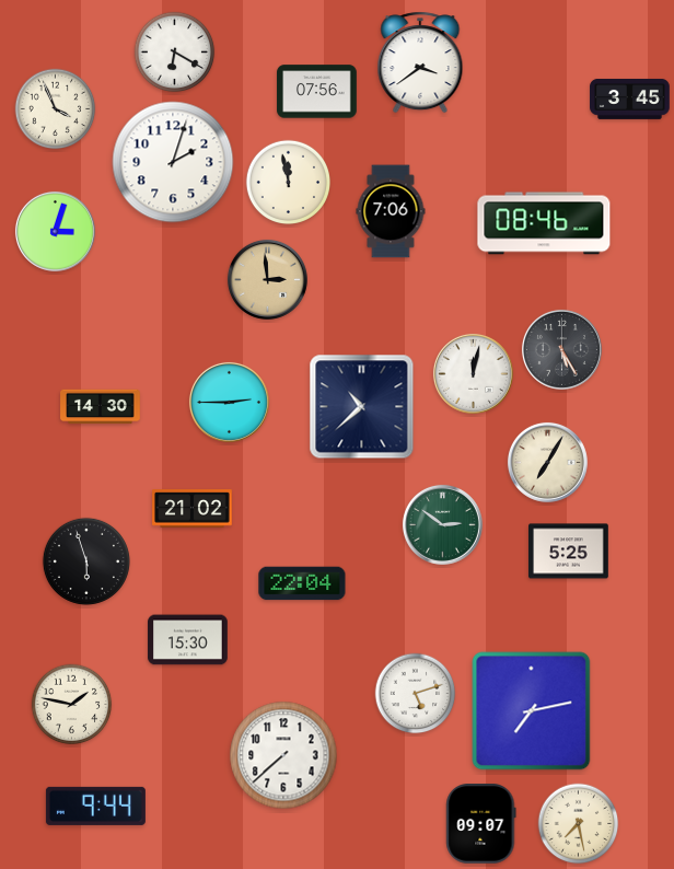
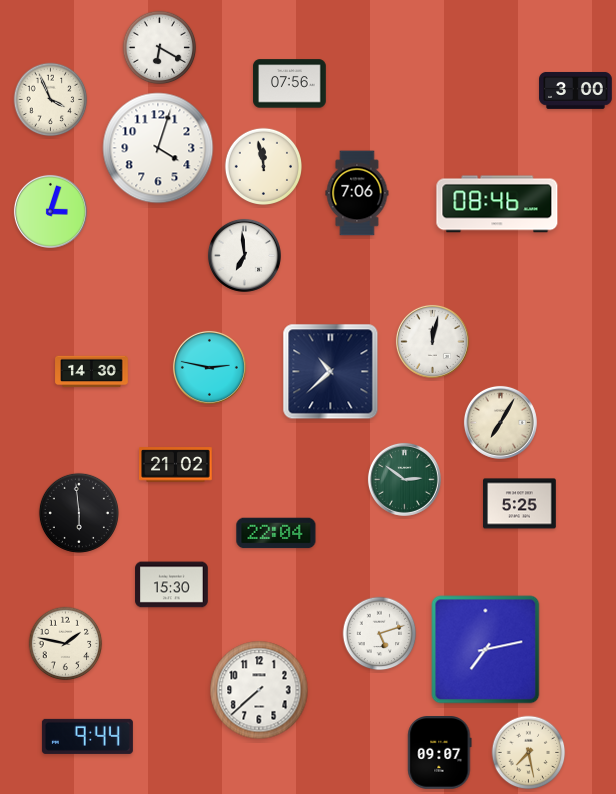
clock at (420, 62): 3:39 -> none
clock at (630, 100): 3:45 -> 3:00
clock at (173, 162): 2:03 -> 4:03
clock at (267, 279): 2:59 -> 6:59
clock at (267, 279) dial: champagne -> white
clock at (561, 349): 5:25 -> none
clock at (229, 402): 2:45 -> 2:47
clock at (86, 561): 5:57 -> 5:59
